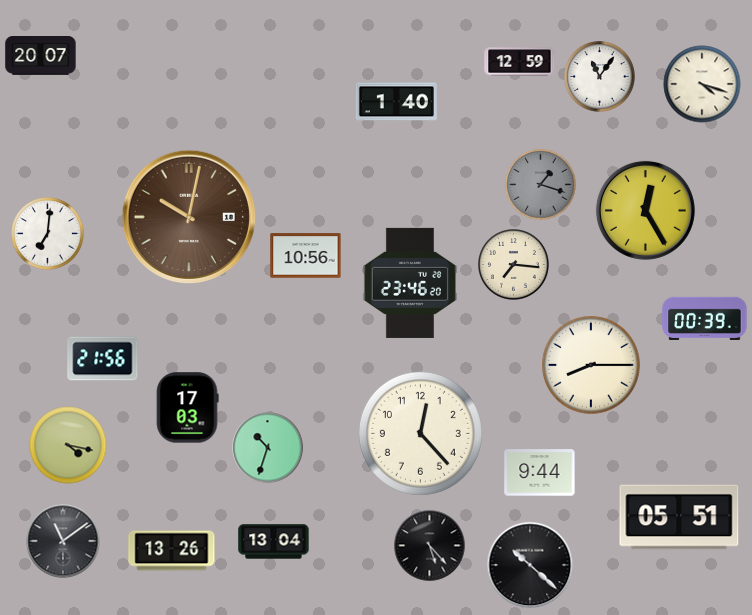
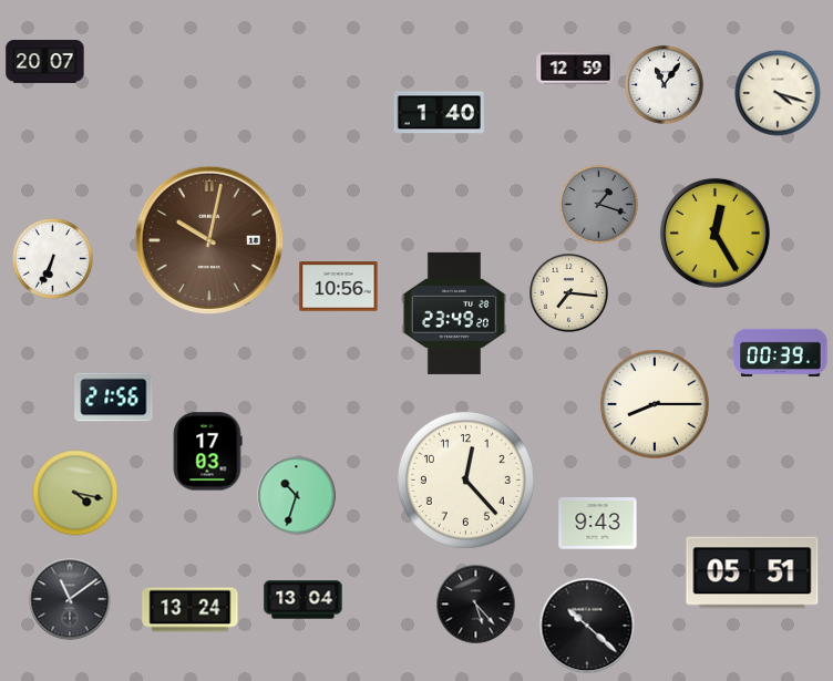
clock at (48, 234): 7:01 -> 6:34
clock at (306, 256) position: (306, 256) -> (339, 287)
clock at (410, 283): 23:46 -> 23:49
clock at (540, 473): 9:44 -> 9:43
clock at (172, 551): 13:26 -> 13:24
